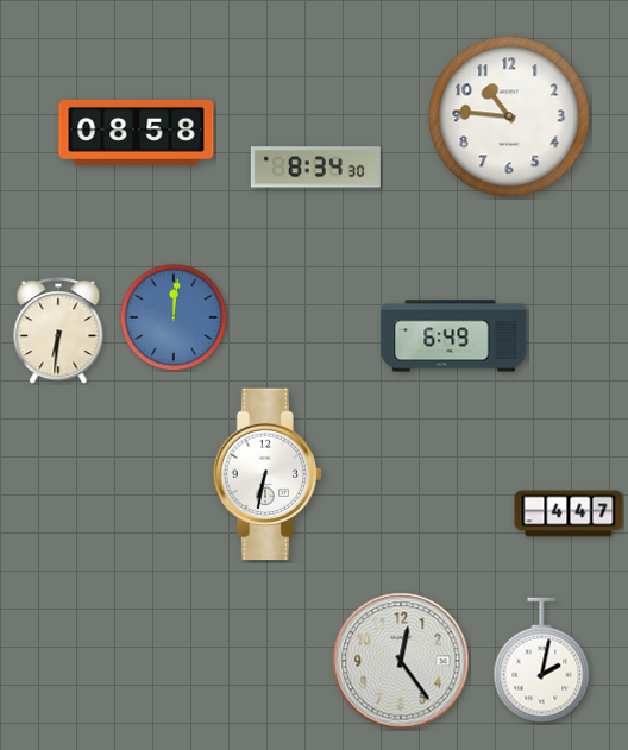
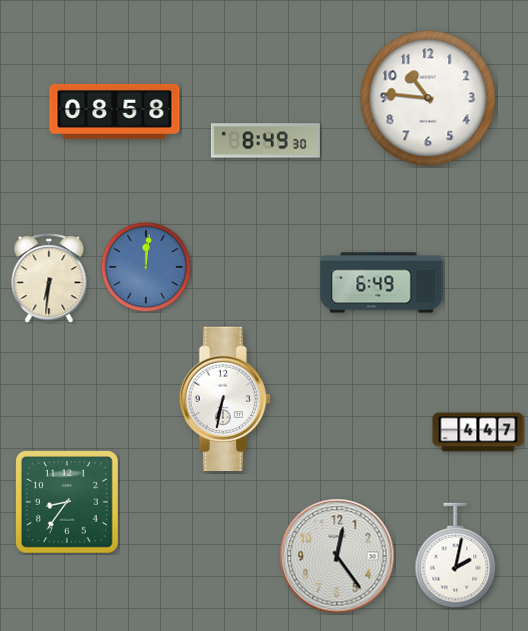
clock at (315, 168): 8:34 -> 8:49
clock at (68, 503): none -> 8:36
